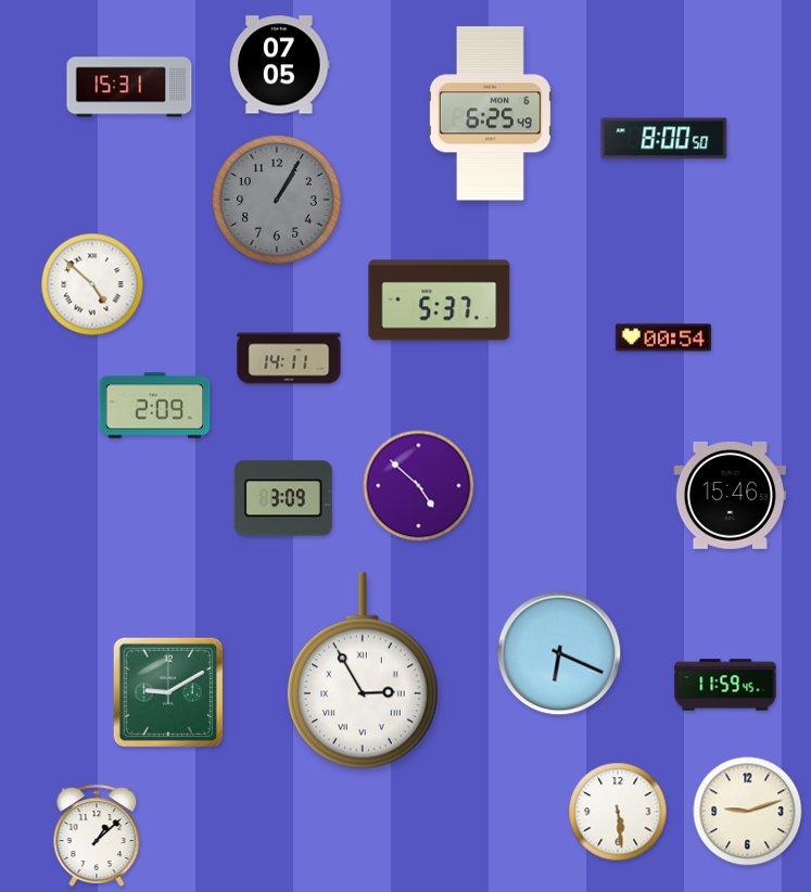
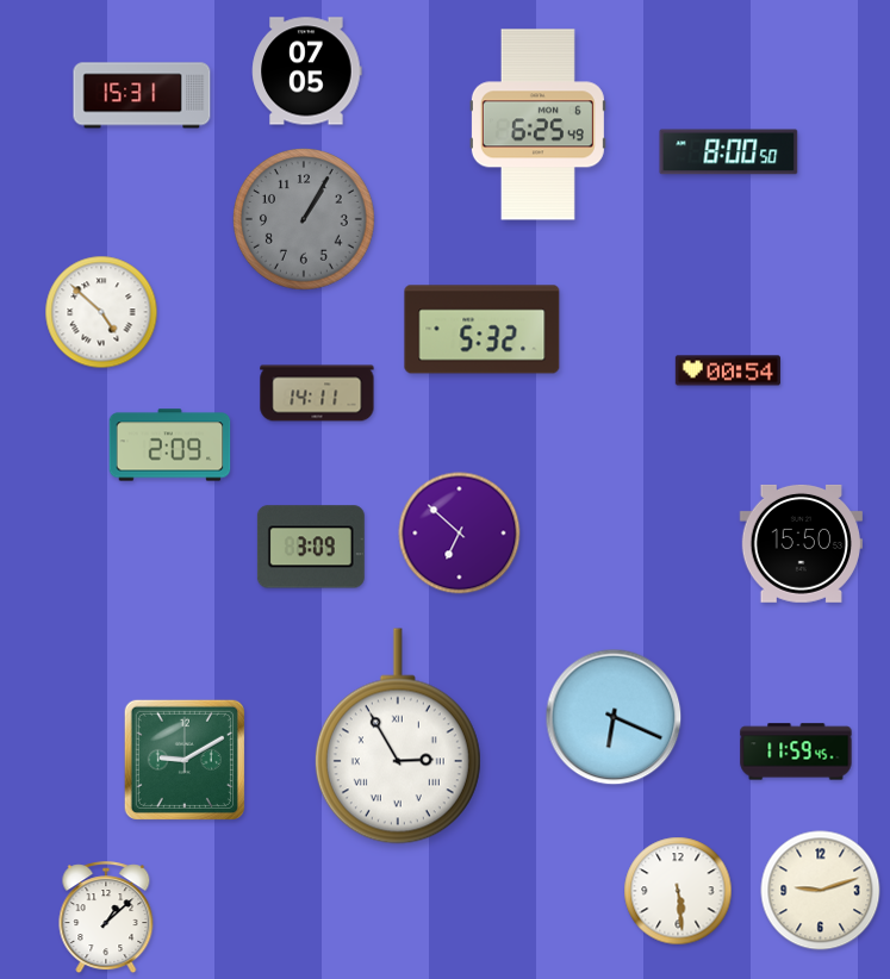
clock at (440, 301): 5:37 -> 5:32
clock at (419, 486): 4:52 -> 6:52
clock at (730, 495): 15:46 -> 15:50
